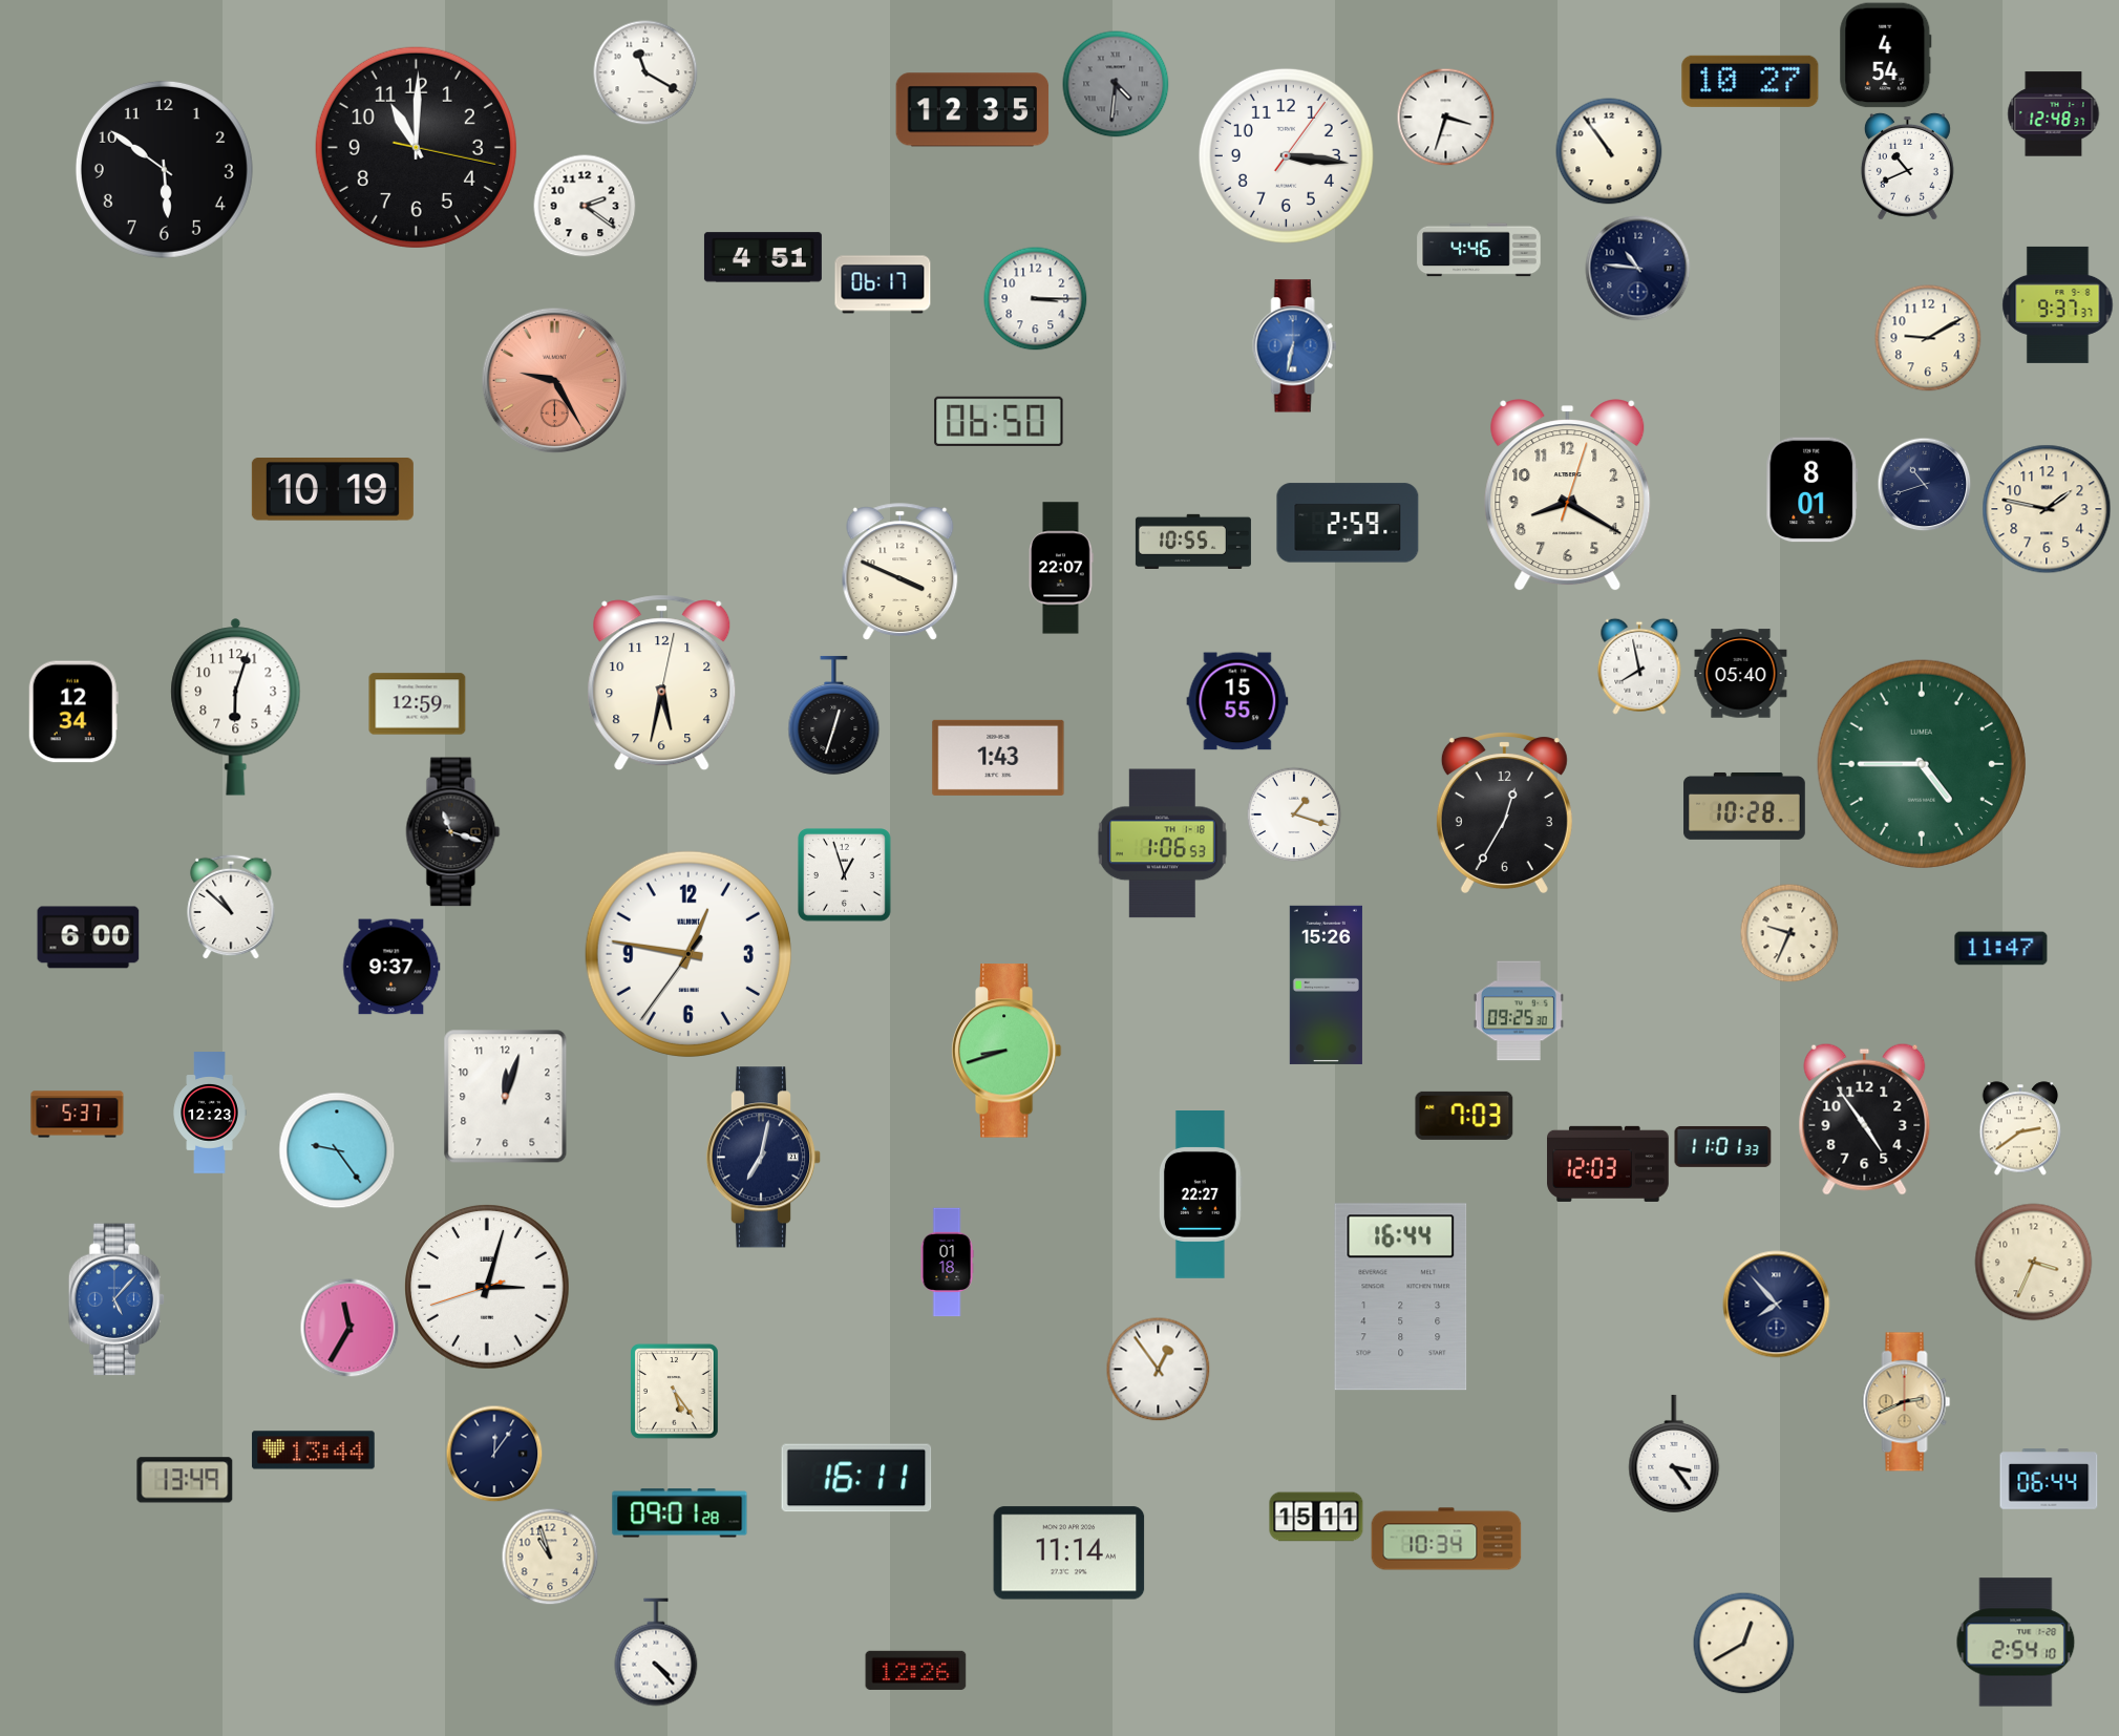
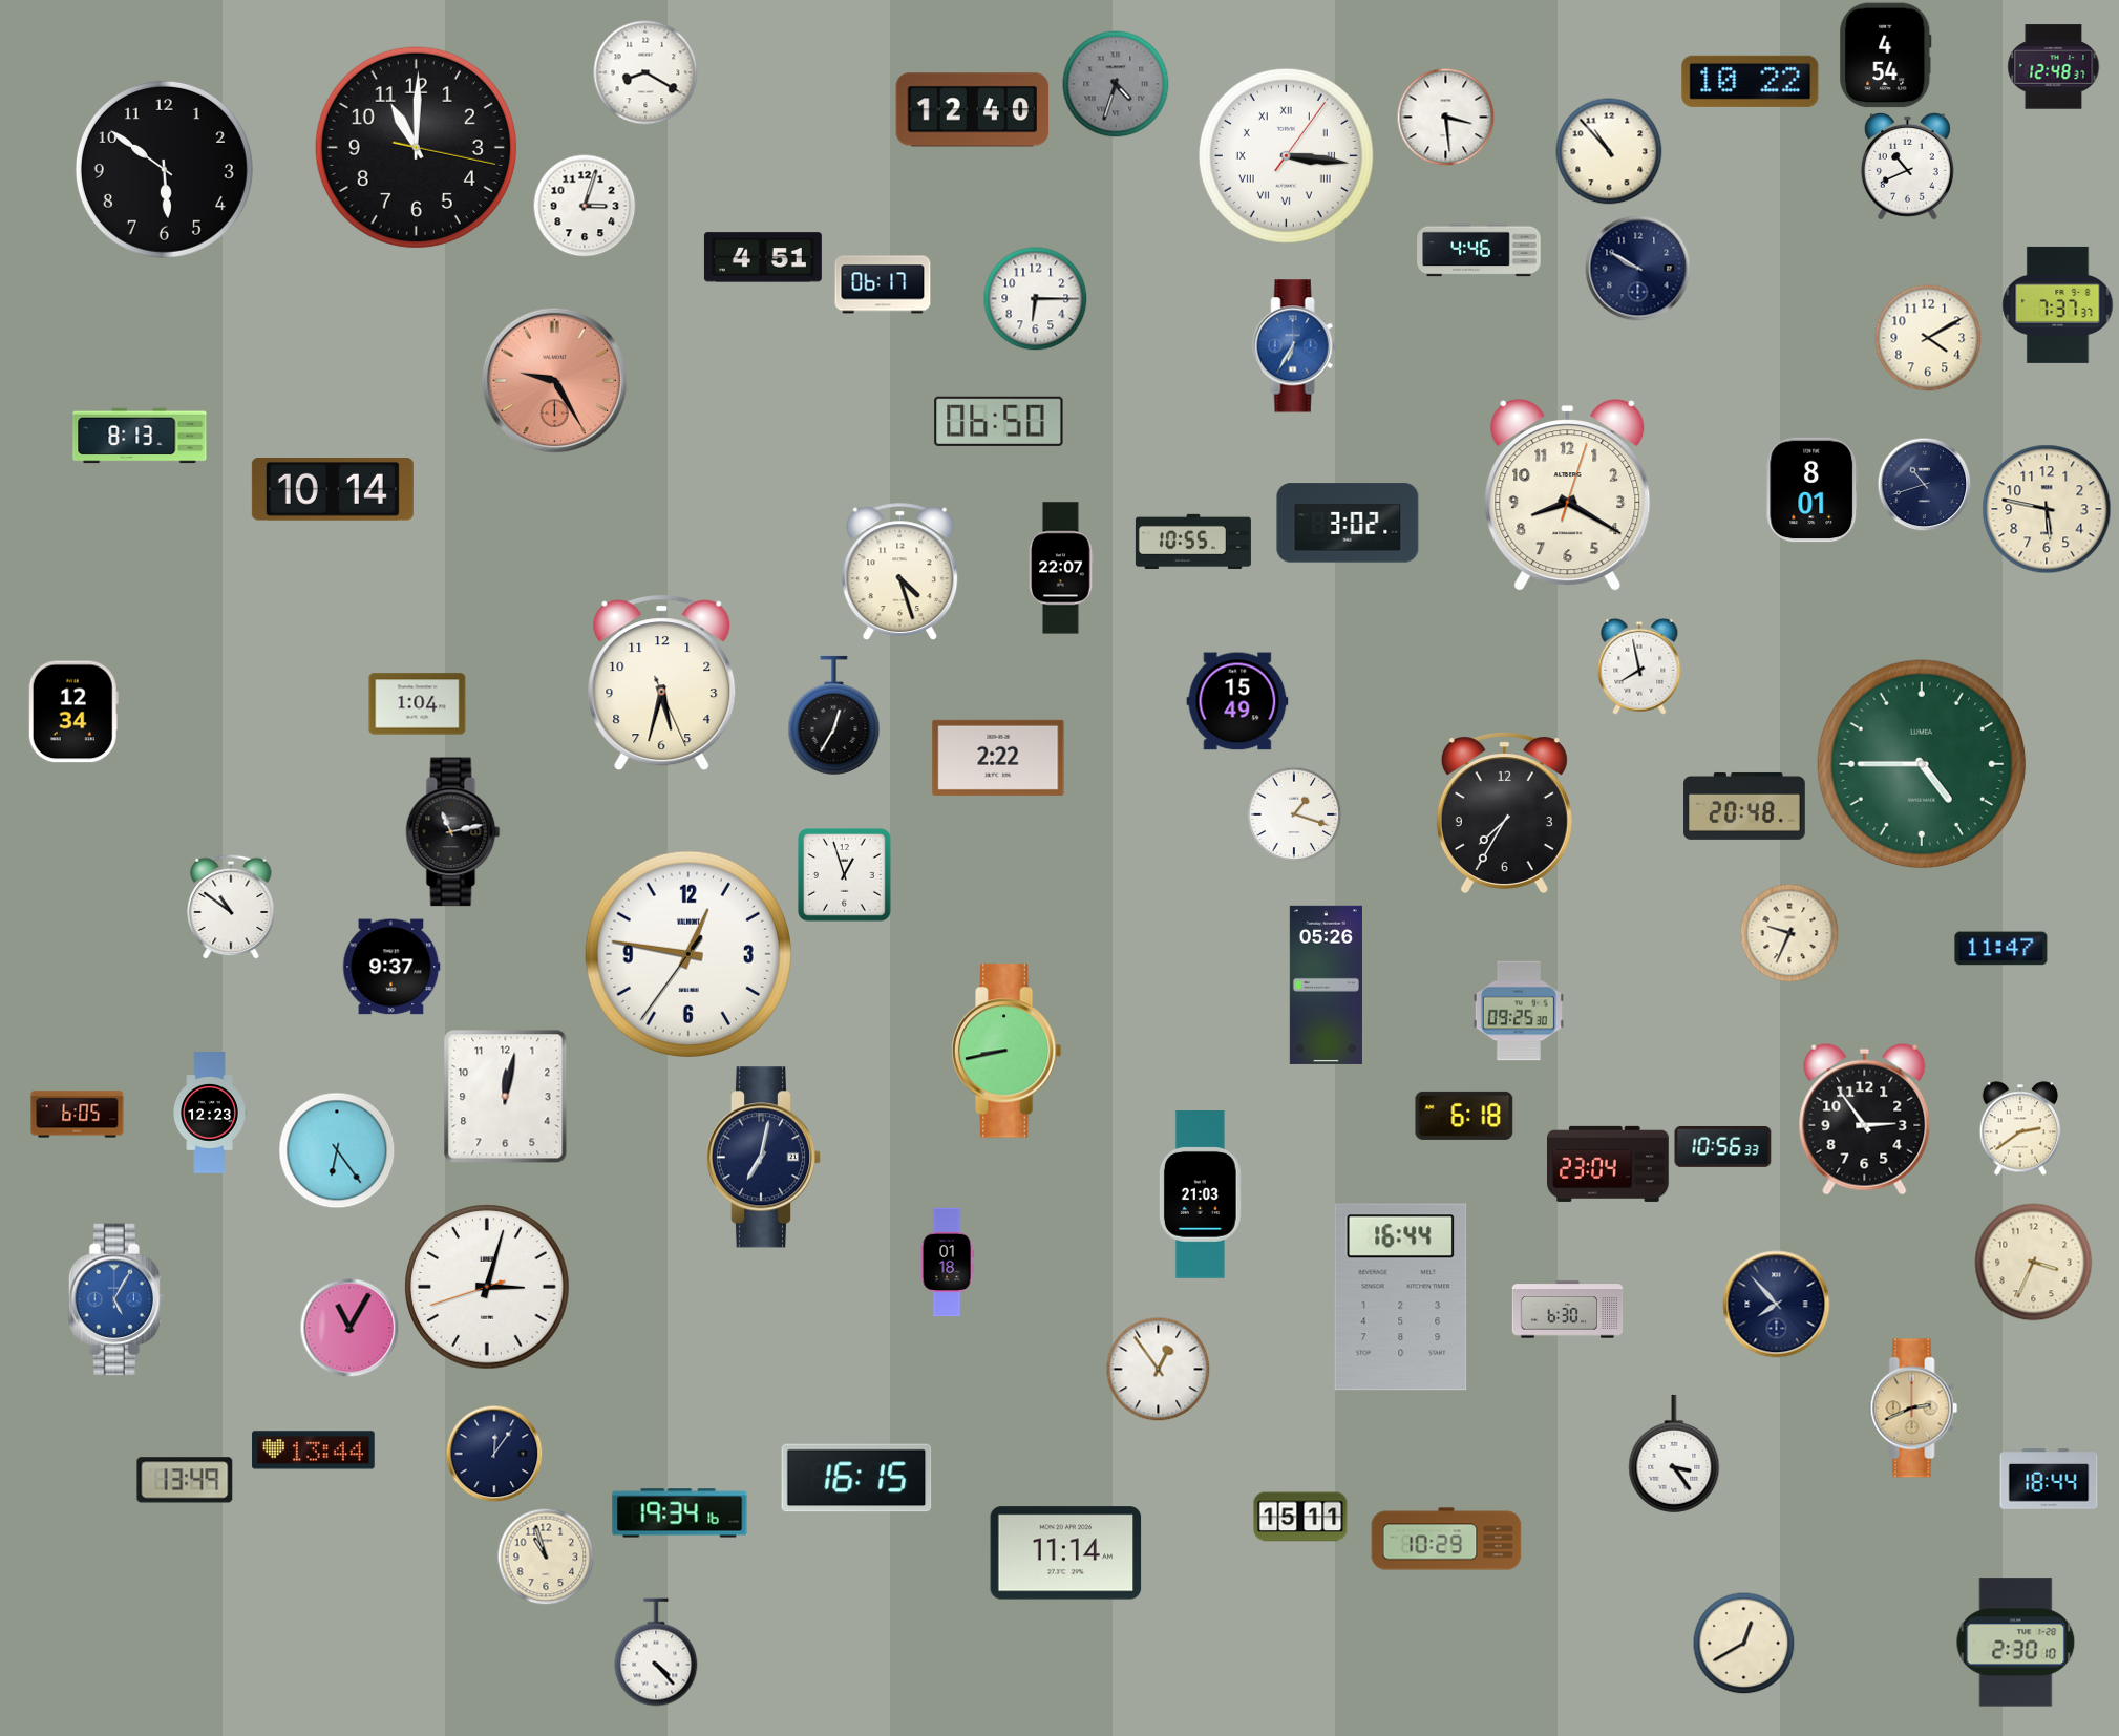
clock at (645, 72): 11:20 -> 8:20
clock at (1751, 81): 10:27 -> 10:22
clock at (1116, 84): 4:31 -> 4:33
clock at (973, 110): 12:35 -> 12:40
clock at (2054, 114) position: (2054, 114) -> (2054, 67)
clock at (1445, 117): 3:33 -> 3:29
clock at (1609, 151): 10:54 -> 10:53
clock at (1286, 155) numerals: Arabic -> Roman
clock at (585, 206): 2:21 -> 3:03
clock at (1638, 269): 10:46 -> 9:50
clock at (1036, 299): 3:15 -> 6:15
clock at (2058, 304): 9:37 -> 7:37
clock at (1928, 338): 9:10 -> 4:10
clock at (1295, 346): 6:32 -> 6:35
clock at (140, 436): none -> 8:13
clock at (333, 490): 10:19 -> 10:14
clock at (2047, 509): 1:47 -> 5:47
clock at (1348, 523): 2:59 -> 3:02
clock at (900, 572): 3:49 -> 4:27
clock at (1741, 674): 05:40 -> none
clock at (662, 683): 5:32:02 -> 5:32:26
clock at (1237, 701): 15:55 -> 15:49
clock at (418, 704): 12:59 -> 1:04
clock at (236, 706): 6:03 -> none
clock at (834, 715): 12:33 -> 12:35
clock at (998, 758): 1:43 -> 2:22
clock at (1744, 806): 10:28 -> 20:48
clock at (1504, 812): 12:35 -> 7:35
clock at (453, 832): 11:18 -> 11:13
clock at (1162, 844): 1:06 -> none
clock at (231, 907): 10:52 -> 10:51
clock at (88, 937): 6:00 -> none
clock at (1326, 985): 15:26 -> 05:26
clock at (1006, 1051): 8:42 -> 8:43
clock at (506, 1097): 12:03 -> 12:02
clock at (78, 1115): 5:37 -> 6:05
clock at (1464, 1116): 7:03 -> 6:18
clock at (1865, 1119): 4:54 -> 2:54
clock at (1723, 1146): 11:01 -> 10:56
clock at (337, 1150): 9:24 -> 6:24
clock at (1608, 1164): 12:03 -> 23:04
clock at (1201, 1195): 22:27 -> 21:03
clock at (116, 1299): 5:07 -> 5:05
clock at (1568, 1310): none -> 6:30
clock at (349, 1328): 11:35 -> 11:05
clock at (675, 1392): 5:24 -> none
clock at (1907, 1402) position: (1907, 1402) -> (1914, 1409)
clock at (856, 1478): 16:11 -> 16:15
clock at (2049, 1479): 06:44 -> 18:44
clock at (680, 1513): 09:01 -> 19:34
clock at (1316, 1517) position: (1316, 1517) -> (1300, 1517)
clock at (1446, 1539): 10:34 -> 10:29
clock at (1069, 1553) position: (1069, 1553) -> (1066, 1553)
clock at (550, 1557) position: (550, 1557) -> (546, 1557)
clock at (2016, 1643): 2:54 -> 2:30
clock at (916, 1670): 12:26 -> none
